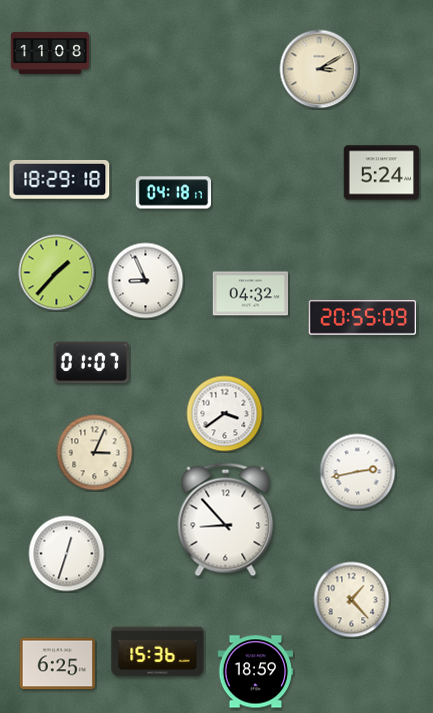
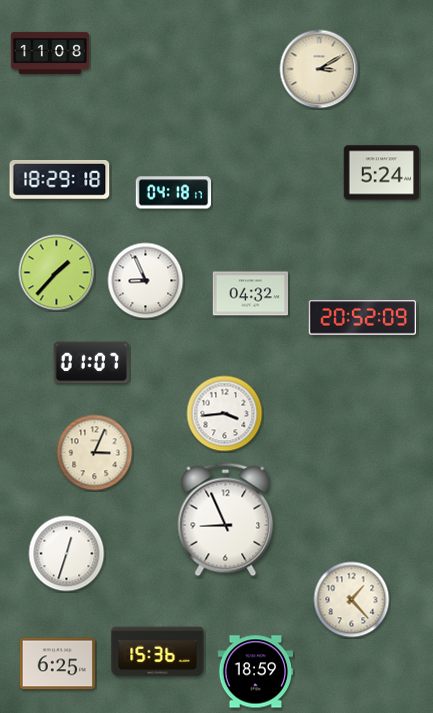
clock at (362, 318): 20:55 -> 20:52
clock at (225, 414): 3:39 -> 3:44
clock at (358, 472): 2:43 -> none
clock at (226, 520): 8:53 -> 8:56
